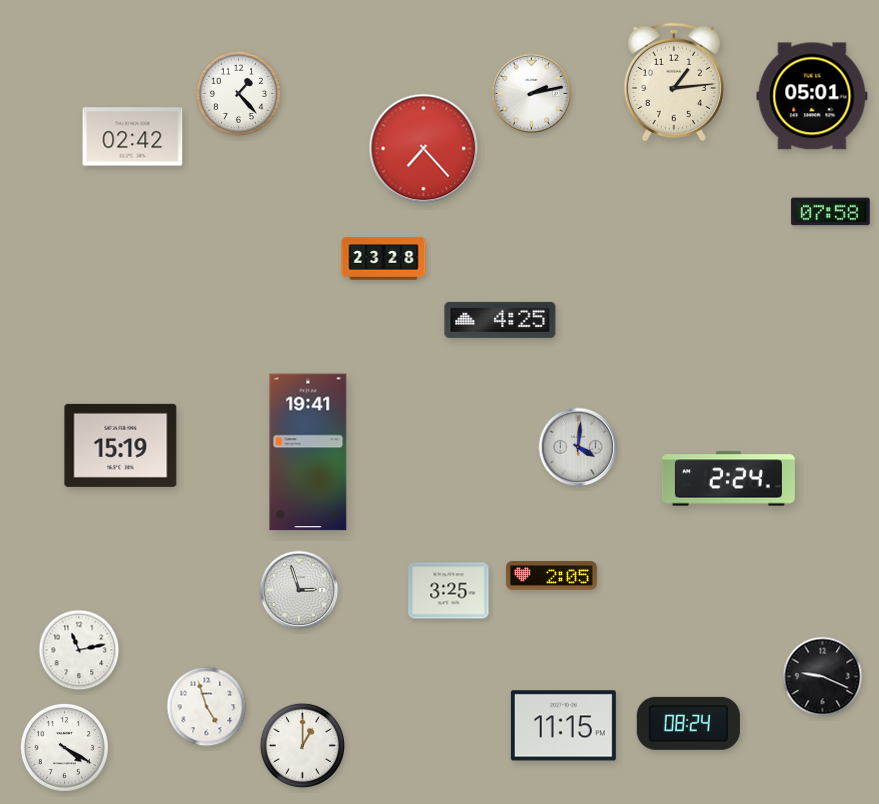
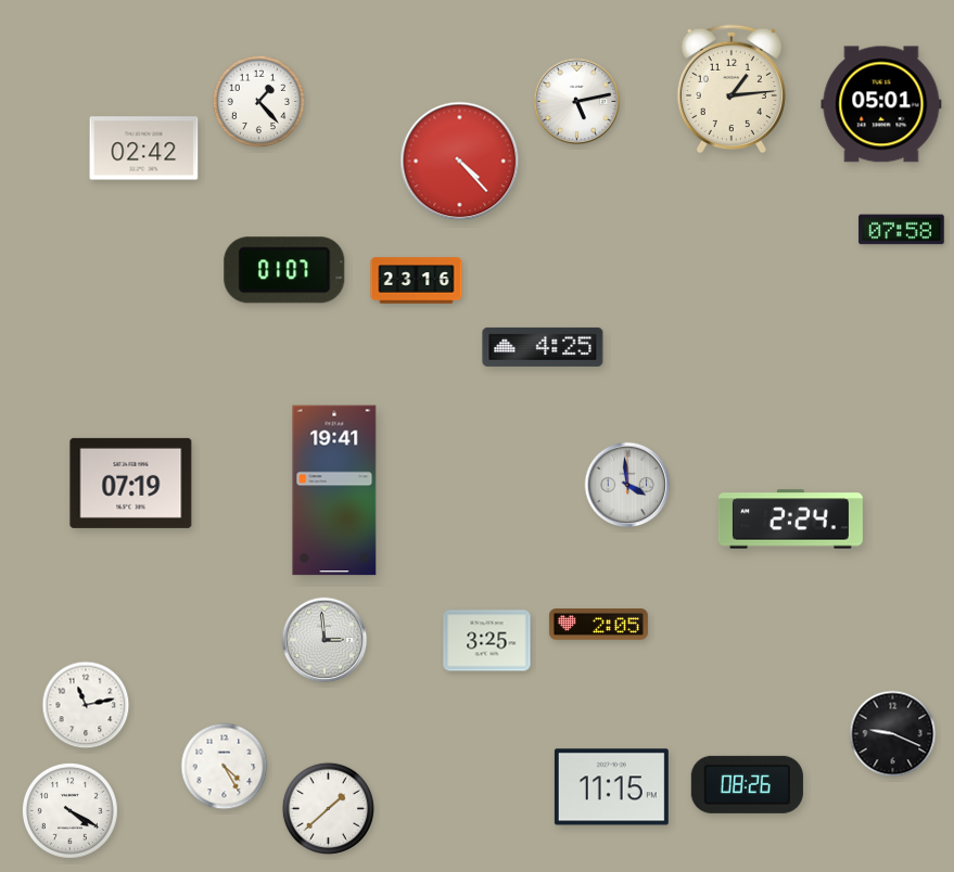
clock at (532, 94): 2:13 -> 5:13
clock at (424, 149): 7:23 -> 4:23
clock at (284, 270): none -> 01:07
clock at (384, 259): 23:28 -> 23:16
clock at (121, 445): 15:19 -> 07:19
clock at (578, 447): 4:01 -> 3:59
clock at (299, 590): 2:57 -> 2:59
clock at (207, 707): 4:57 -> 4:25
clock at (688, 723): 08:24 -> 08:26
clock at (302, 745): 1:00 -> 1:38
